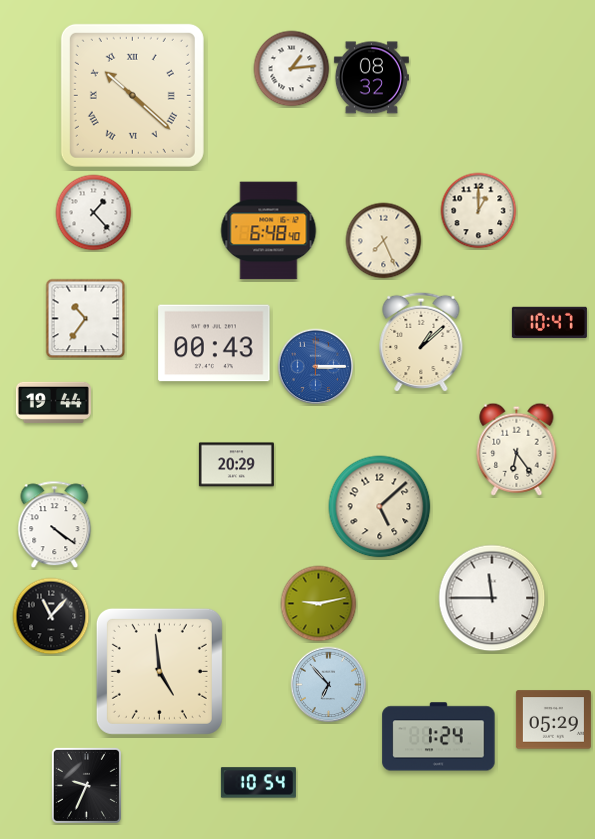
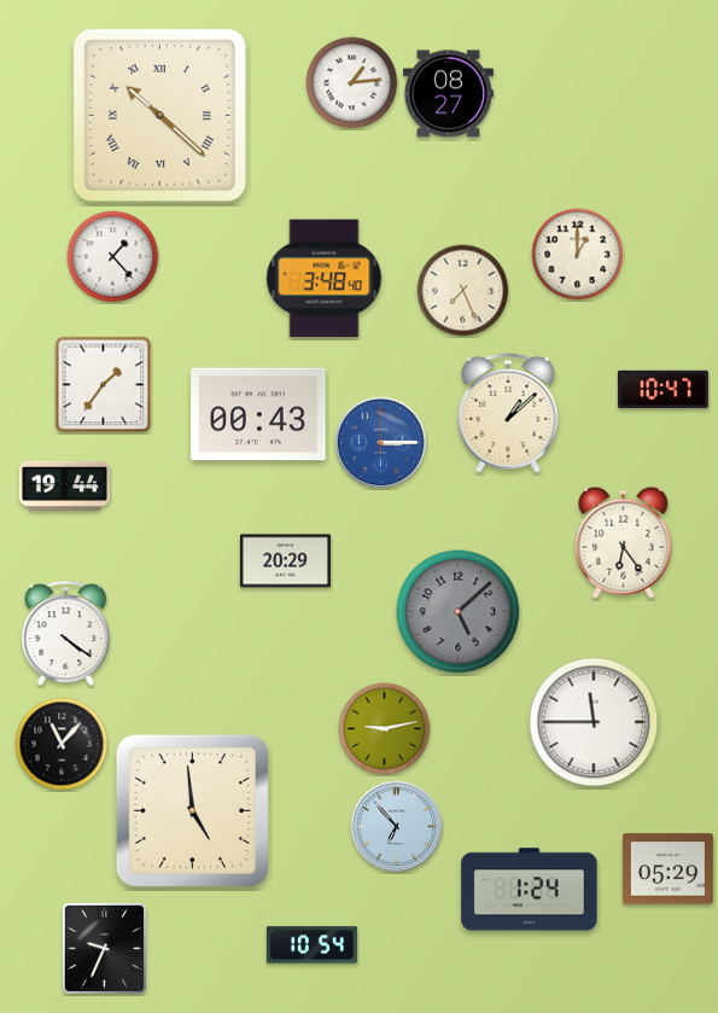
clock at (371, 78): 08:32 -> 08:27
clock at (269, 231): 6:48 -> 3:48
clock at (86, 319): 10:36 -> 1:36
clock at (380, 507) dial: cream -> grey
